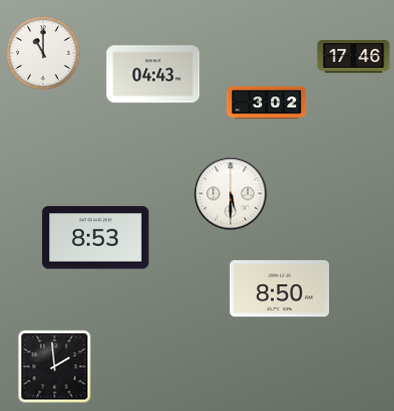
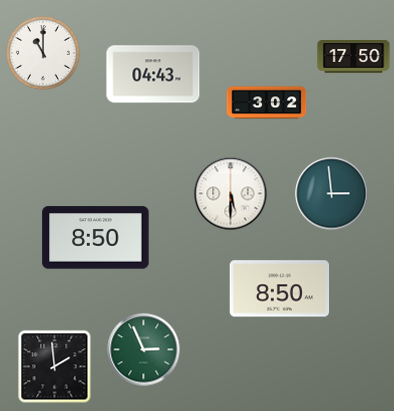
clock at (354, 57): 17:46 -> 17:50
clock at (332, 194): none -> 2:59
clock at (96, 238): 8:53 -> 8:50
clock at (144, 350): none -> 2:56
